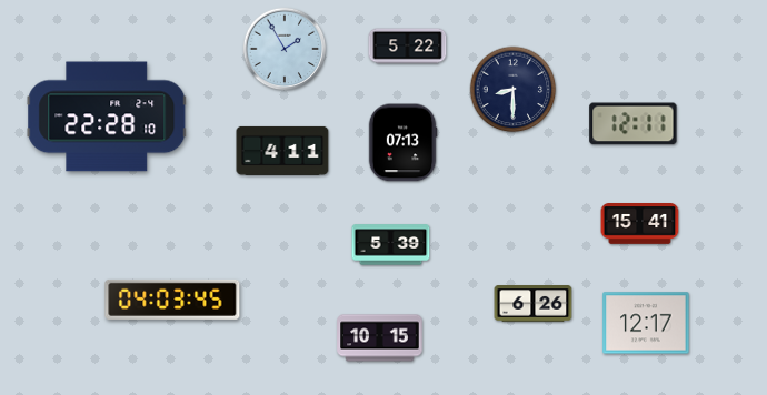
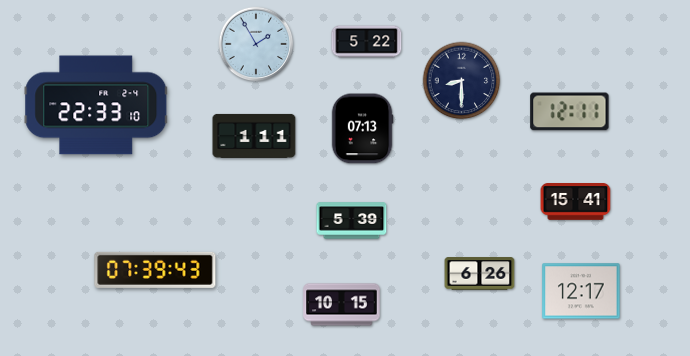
clock at (107, 117): 22:28 -> 22:33
clock at (282, 151): 4:11 -> 1:11
clock at (172, 300): 04:03 -> 07:39
